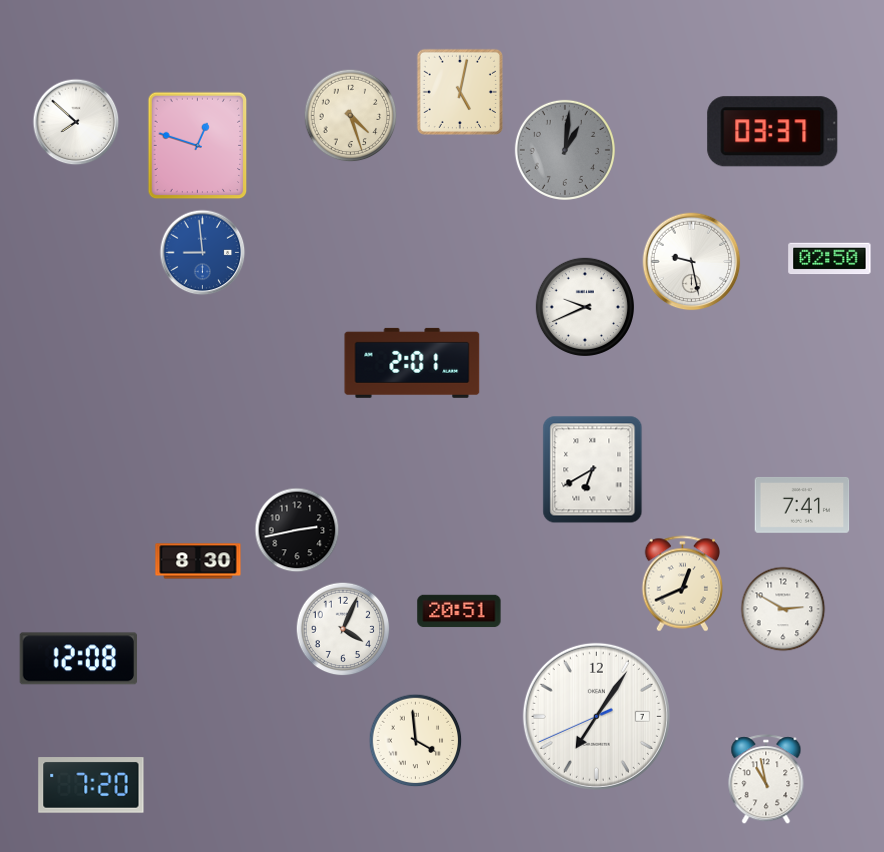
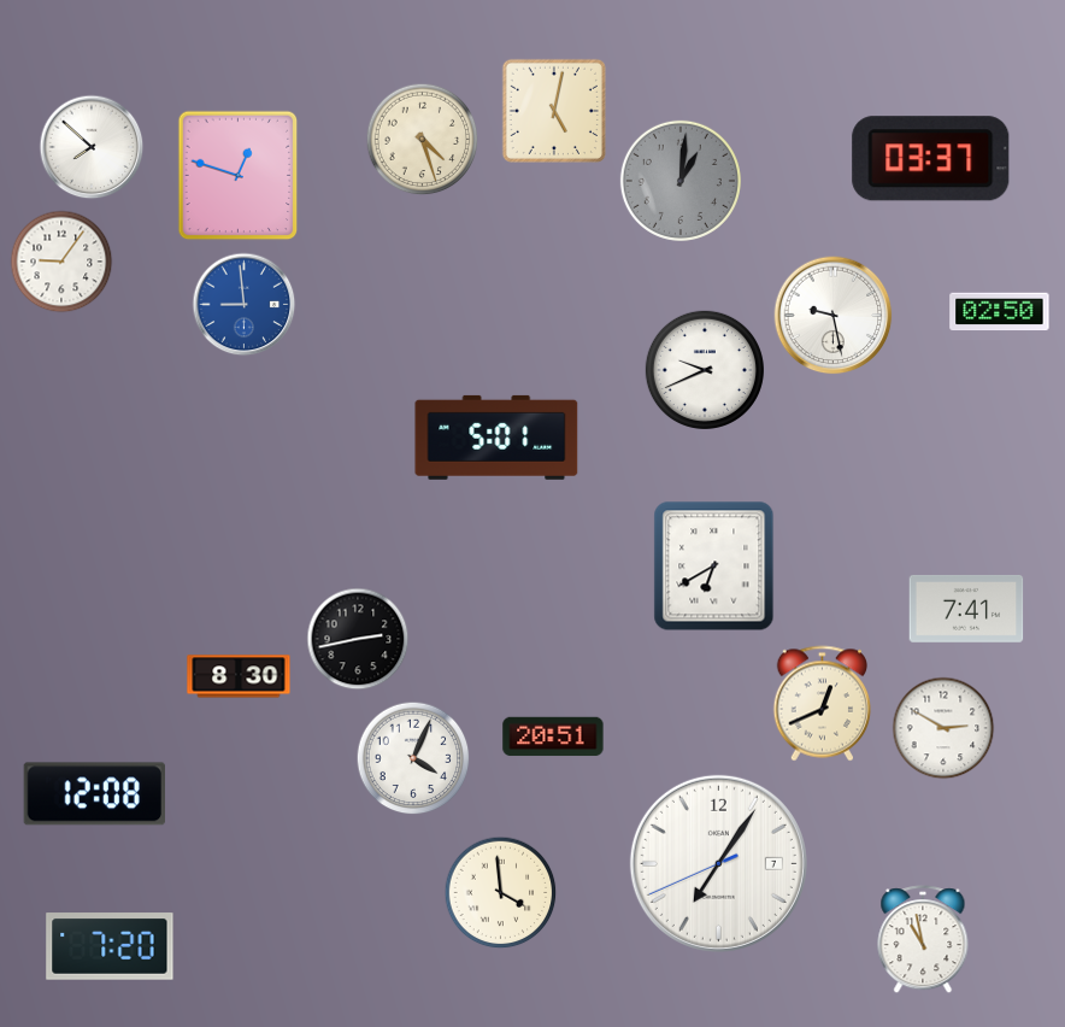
clock at (61, 262): none -> 9:06
clock at (412, 363): 2:01 -> 5:01
clock at (783, 609) position: (783, 609) -> (943, 728)
